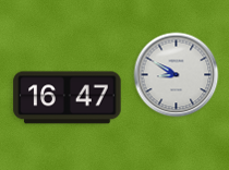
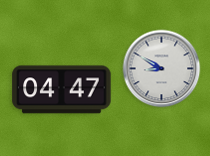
clock at (68, 98): 16:47 -> 04:47
